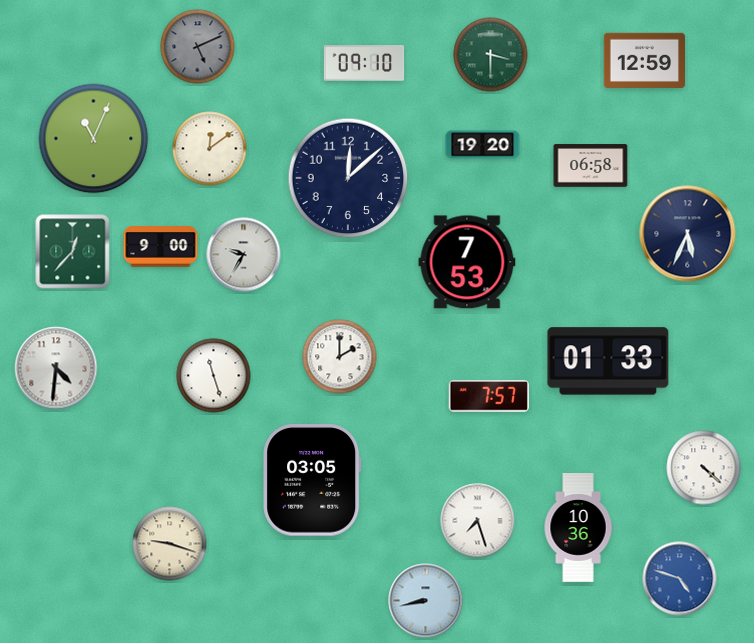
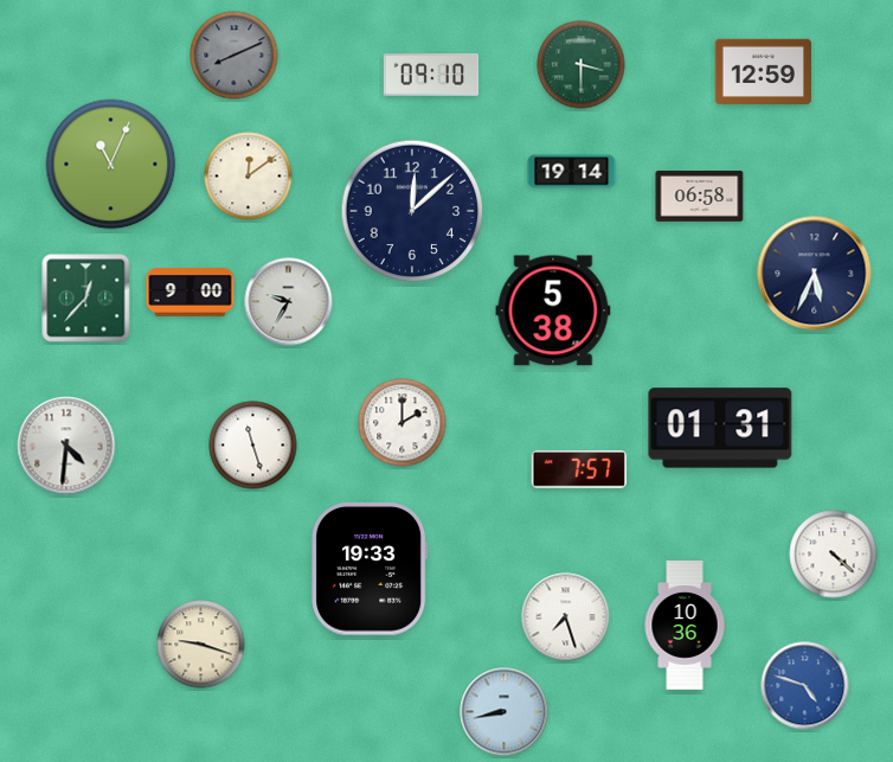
clock at (198, 47): 5:11 -> 8:11
clock at (483, 145): 19:20 -> 19:14
clock at (688, 234) position: (688, 234) -> (815, 274)
clock at (467, 262): 7:53 -> 5:38
clock at (608, 361): 01:33 -> 01:31
clock at (56, 368) position: (56, 368) -> (66, 446)
clock at (312, 480): 03:05 -> 19:33
